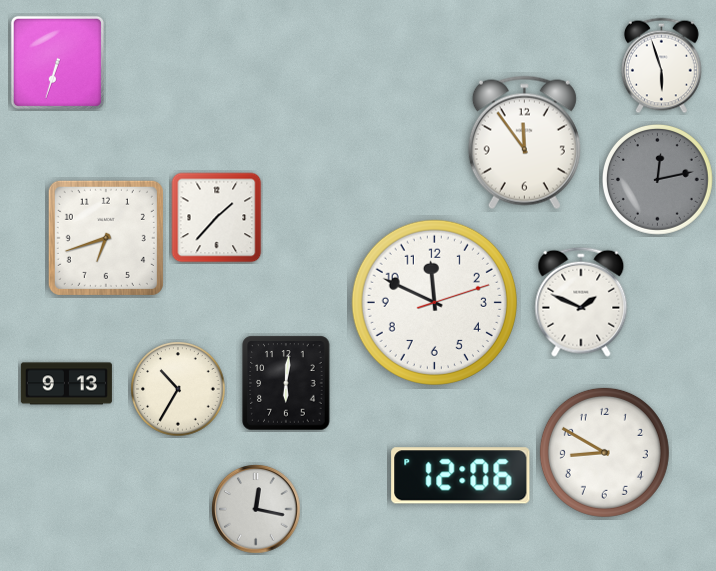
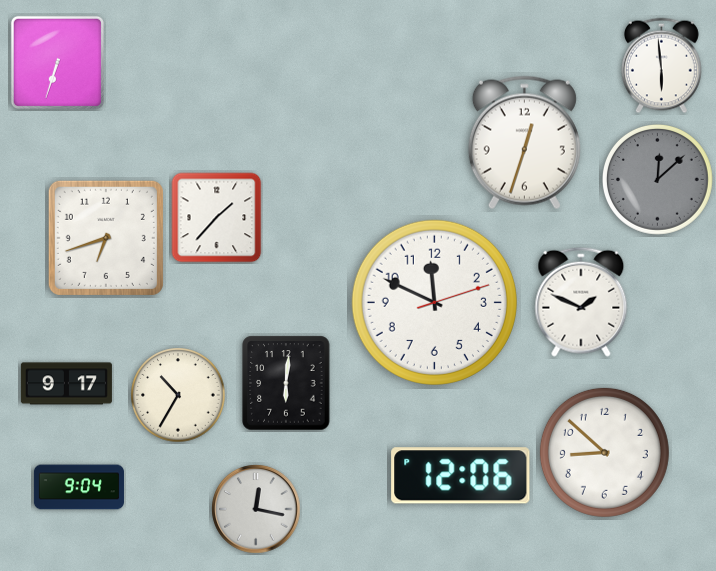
clock at (661, 66): 5:57 -> 5:59
clock at (524, 143): 11:54 -> 12:33
clock at (657, 179): 12:13 -> 12:08
clock at (66, 384): 9:13 -> 9:17
clock at (178, 389) position: (178, 389) -> (178, 395)
clock at (604, 452): 8:50 -> 8:52
clock at (79, 487): none -> 9:04
